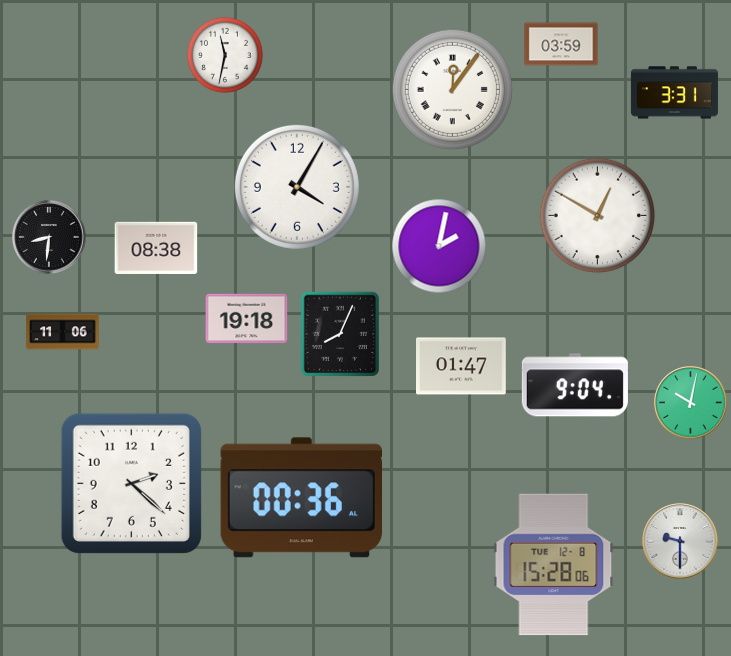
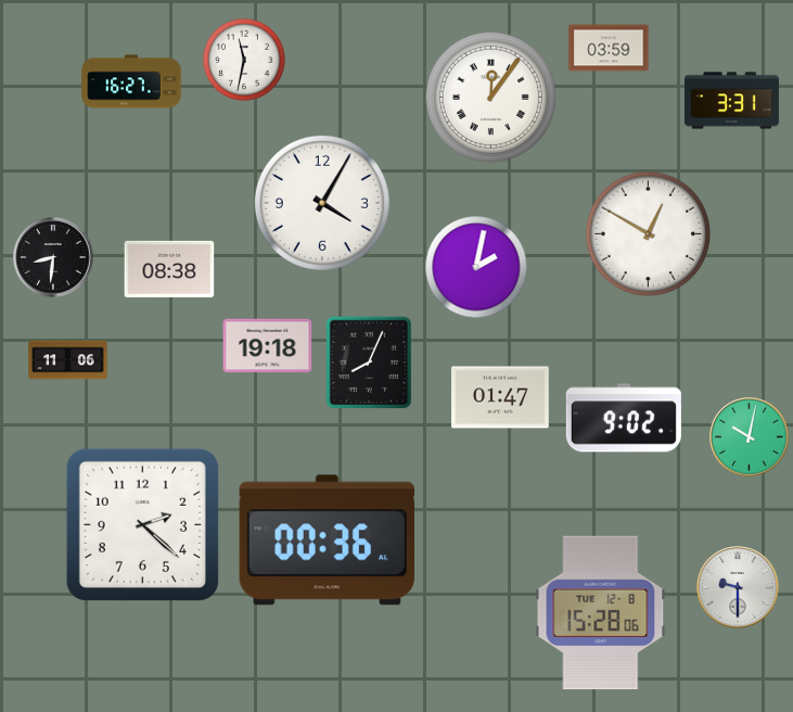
clock at (131, 81): none -> 16:27
clock at (575, 385): 9:04 -> 9:02
